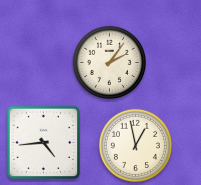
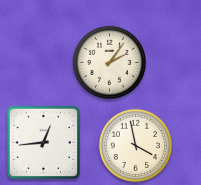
clock at (44, 143): 4:44 -> 12:44
clock at (135, 145): 12:58 -> 3:58
